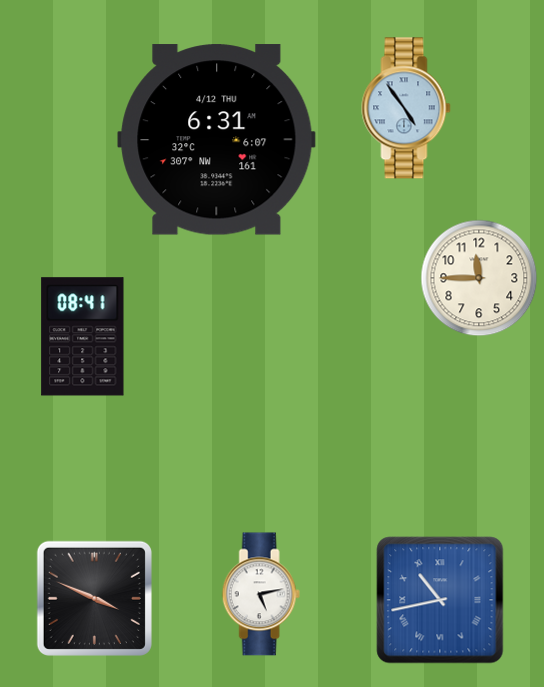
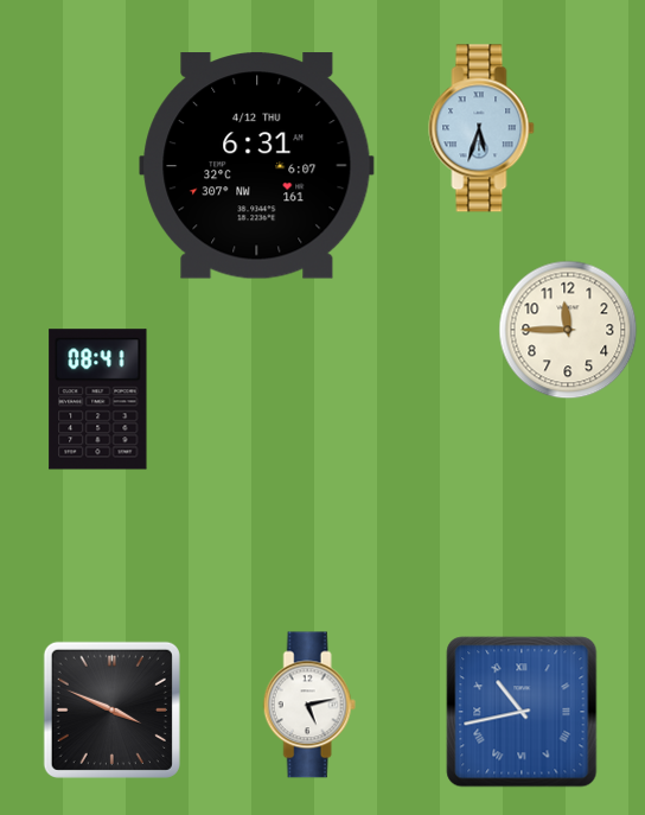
clock at (406, 108): 4:54 -> 5:33
